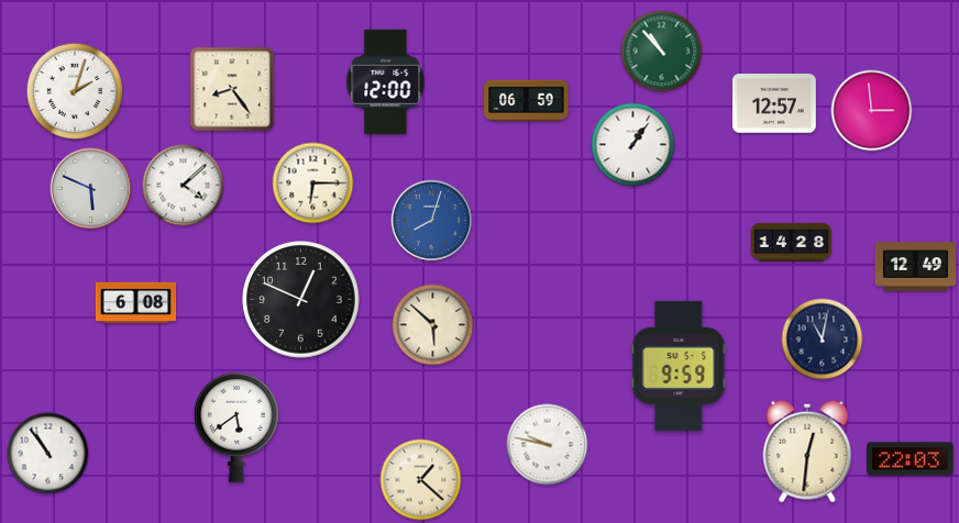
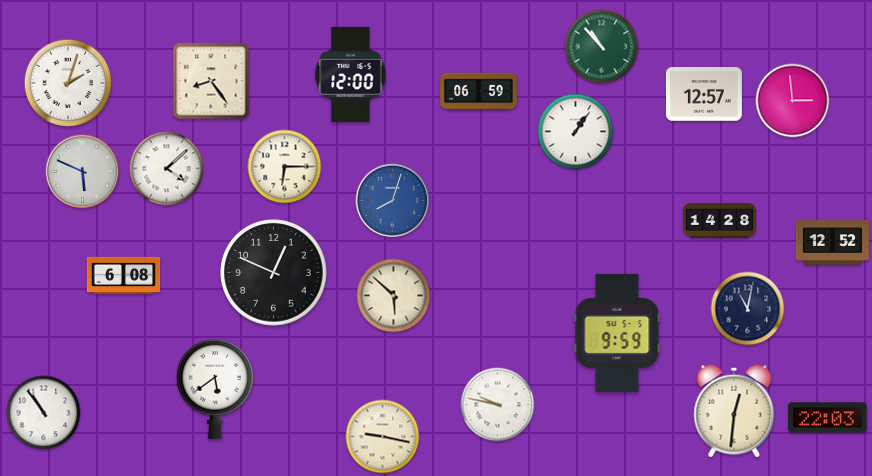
clock at (915, 267): 12:49 -> 12:52
clock at (421, 480): 1:22 -> 9:17
